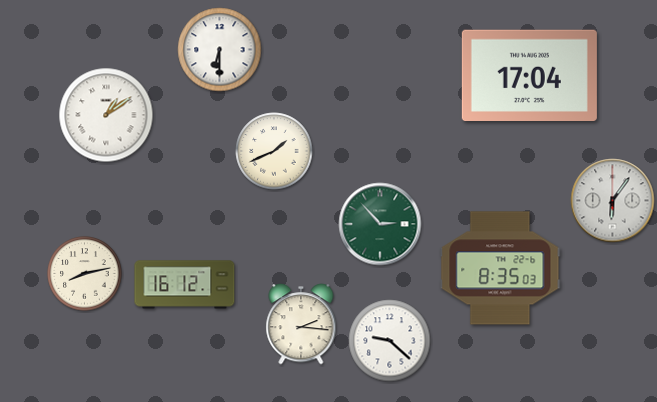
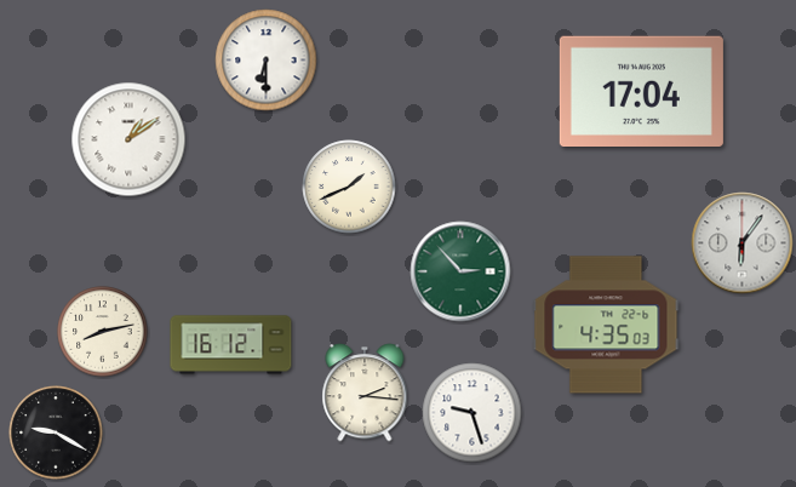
clock at (274, 151) position: (274, 151) -> (349, 187)
clock at (500, 268): 8:35 -> 4:35
clock at (185, 285) position: (185, 285) -> (231, 345)
clock at (390, 341): 9:22 -> 9:27
clock at (56, 432): none -> 9:20
